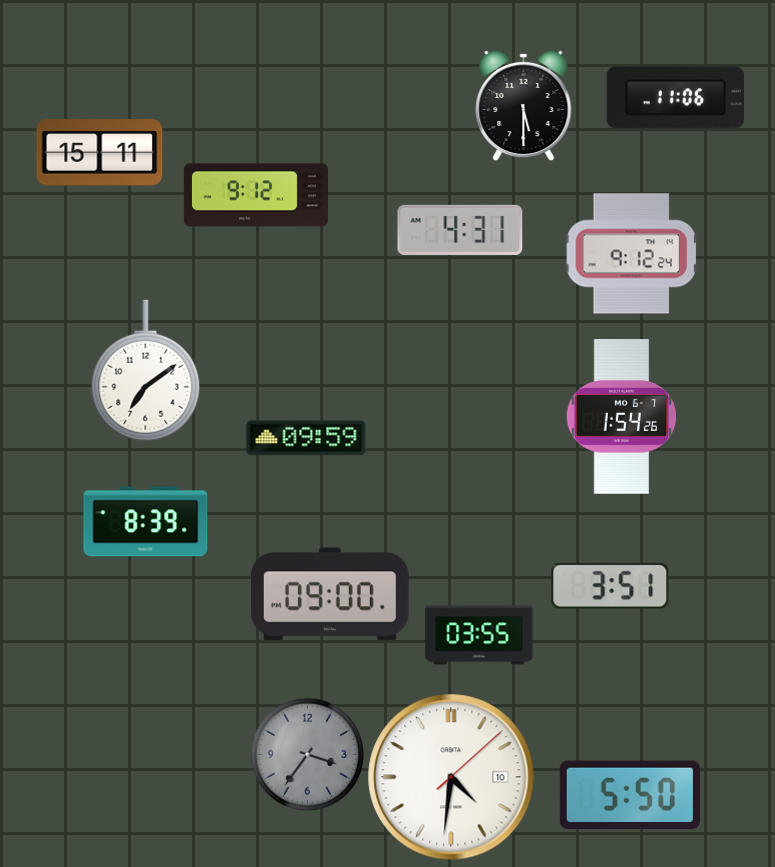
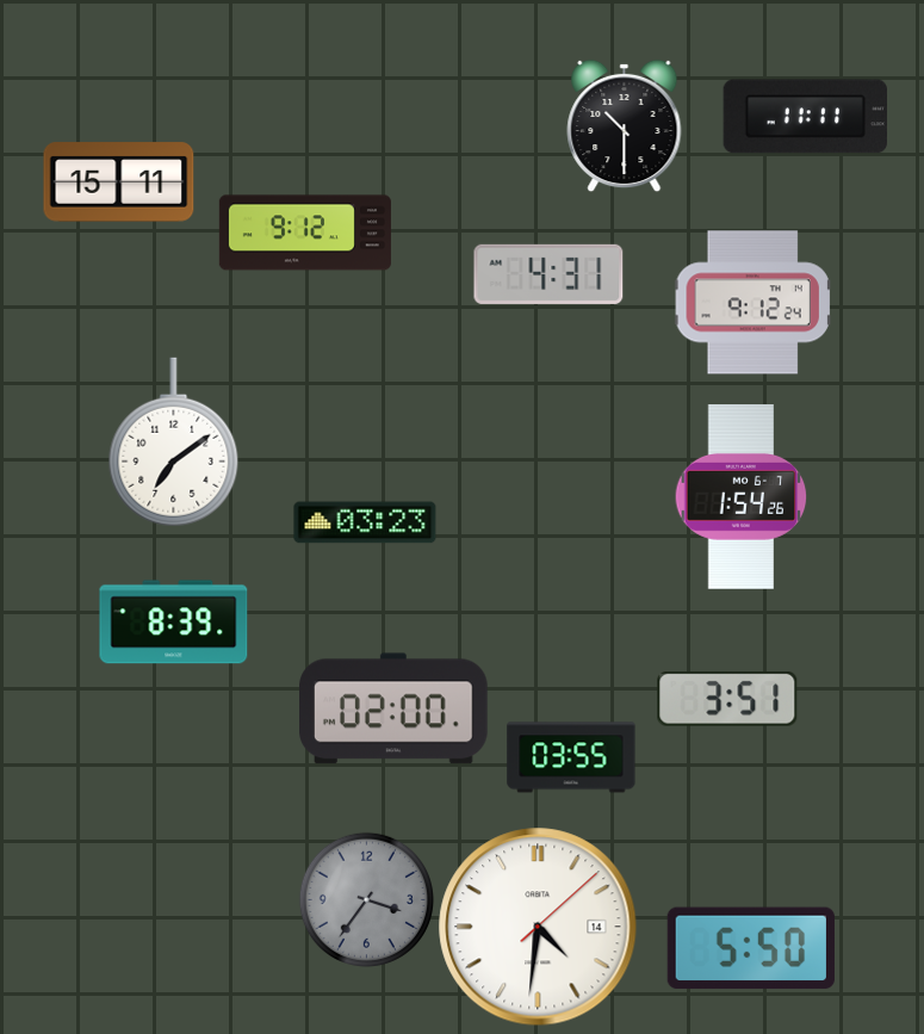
clock at (676, 98): 11:06 -> 11:11
clock at (524, 105): 5:30 -> 10:30
clock at (306, 438): 09:59 -> 03:23
clock at (331, 594): 09:00 -> 02:00
clock at (451, 777) date: 10 -> 14
